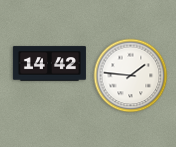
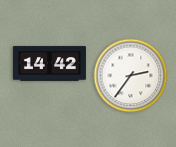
clock at (131, 76): 1:46 -> 2:36
